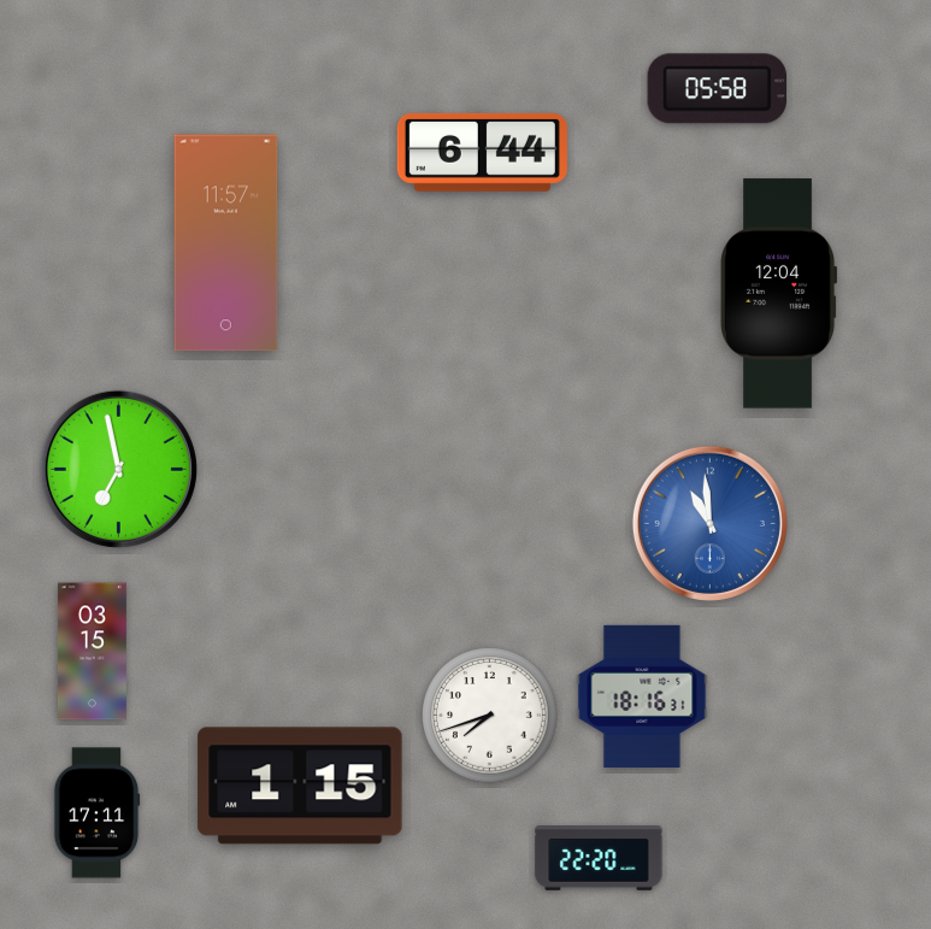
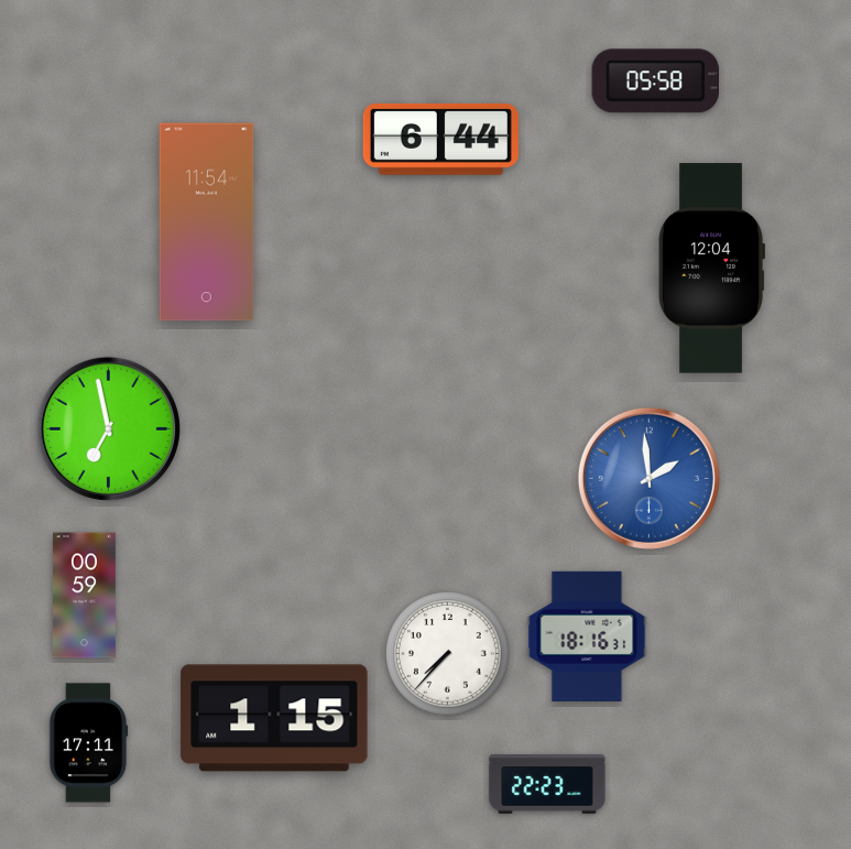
clock at (226, 243): 11:57 -> 11:54
clock at (709, 523): 10:59 -> 1:59
clock at (92, 652): 03:15 -> 00:59
clock at (490, 716): 7:42 -> 7:37
clock at (599, 858): 22:20 -> 22:23
